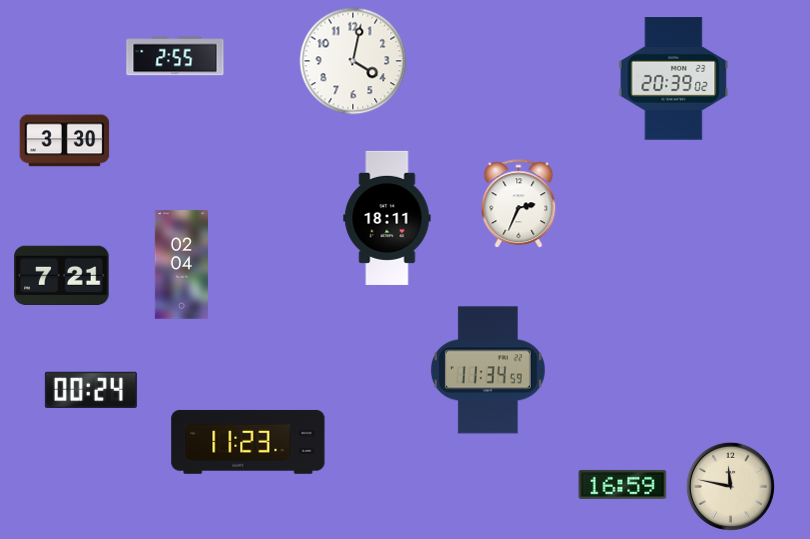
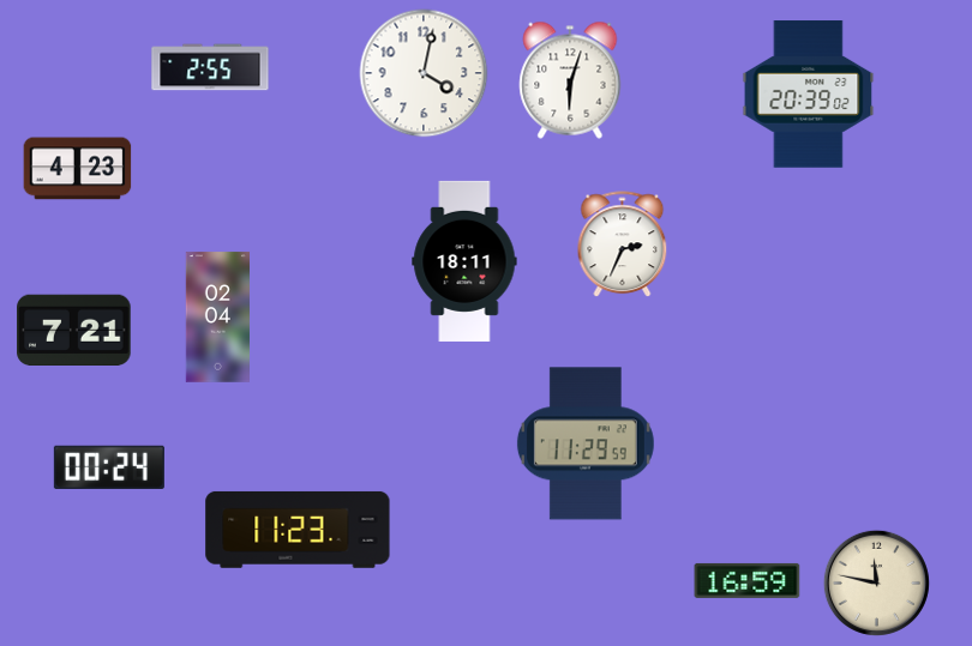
clock at (570, 80): none -> 6:03
clock at (65, 141): 3:30 -> 4:23
clock at (488, 370): 11:34 -> 11:29
